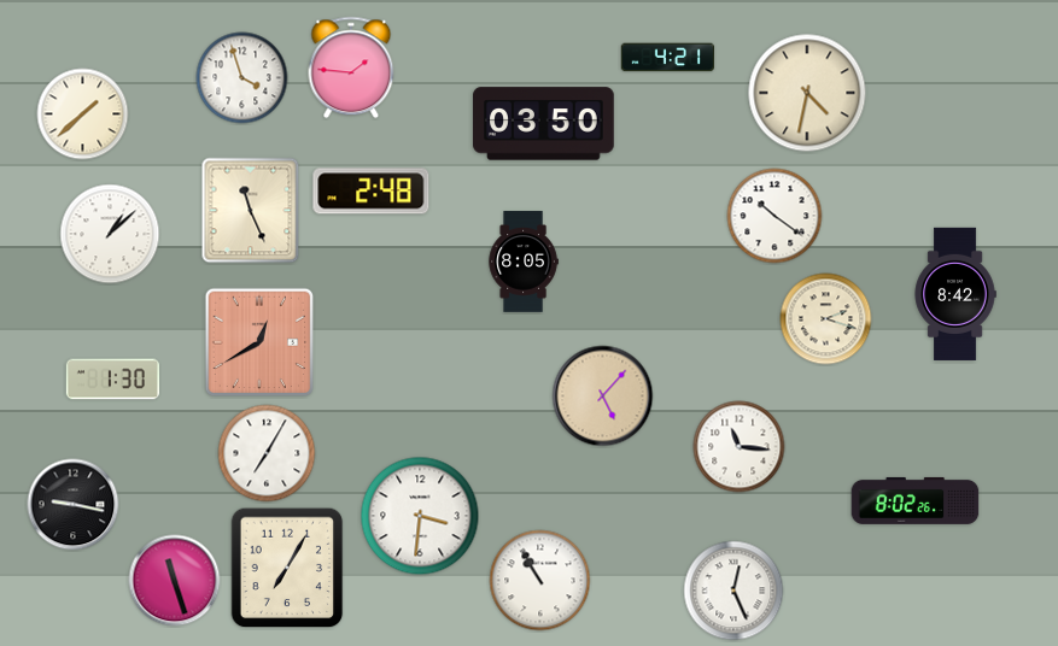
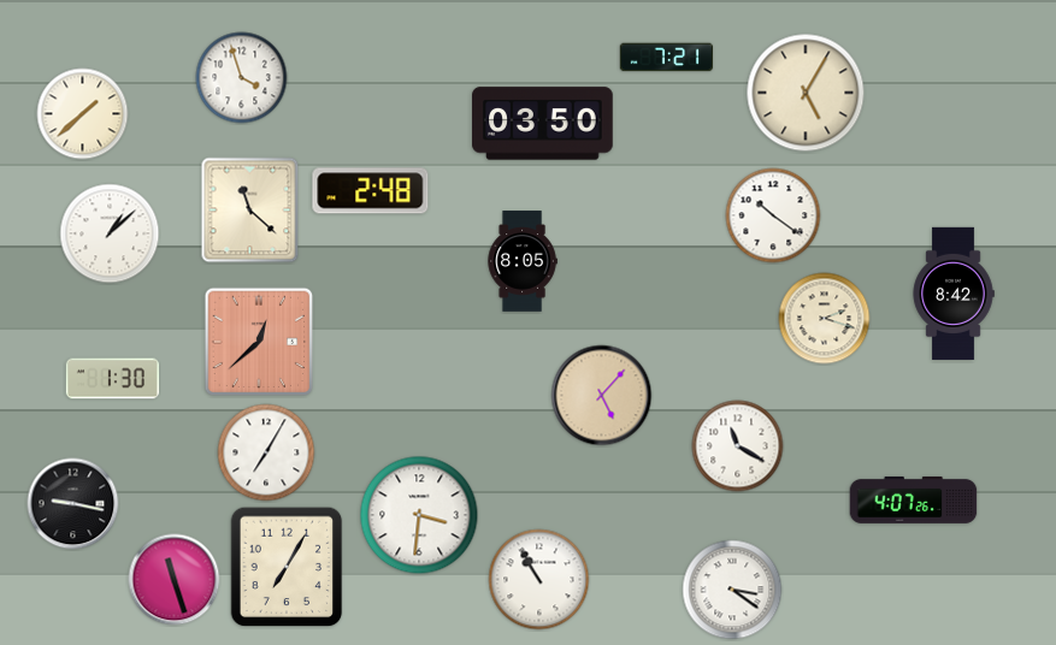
clock at (667, 58): 4:21 -> 7:21
clock at (351, 67): 1:46 -> none
clock at (807, 93): 4:32 -> 5:05
clock at (251, 211): 11:26 -> 11:22
clock at (259, 342): 12:40 -> 12:38
clock at (740, 447): 11:16 -> 11:20
clock at (916, 500): 8:02 -> 4:07
clock at (733, 591): 12:26 -> 3:21
